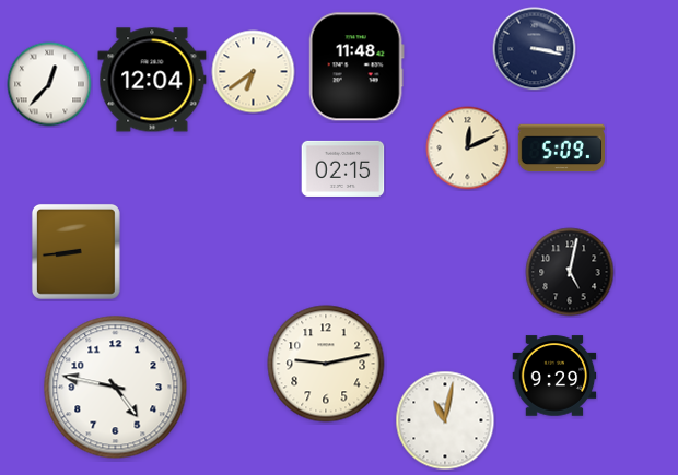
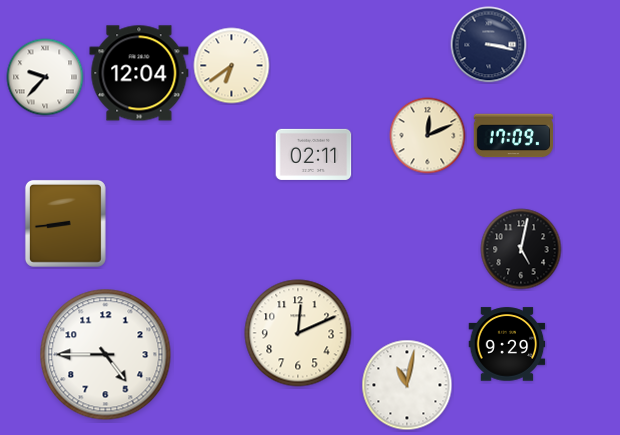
clock at (356, 67): 11:48 -> none
clock at (49, 84): 12:37 -> 9:37
clock at (561, 149): 5:09 -> 17:09
clock at (343, 168): 02:15 -> 02:11
clock at (75, 251) position: (75, 251) -> (65, 223)
clock at (326, 364): 9:13 -> 12:11
clock at (116, 388): 4:47 -> 4:45
